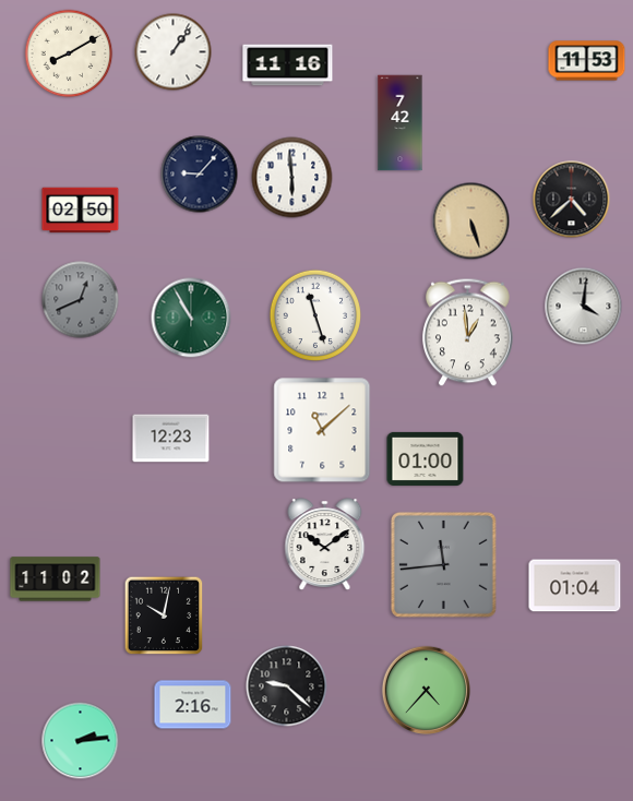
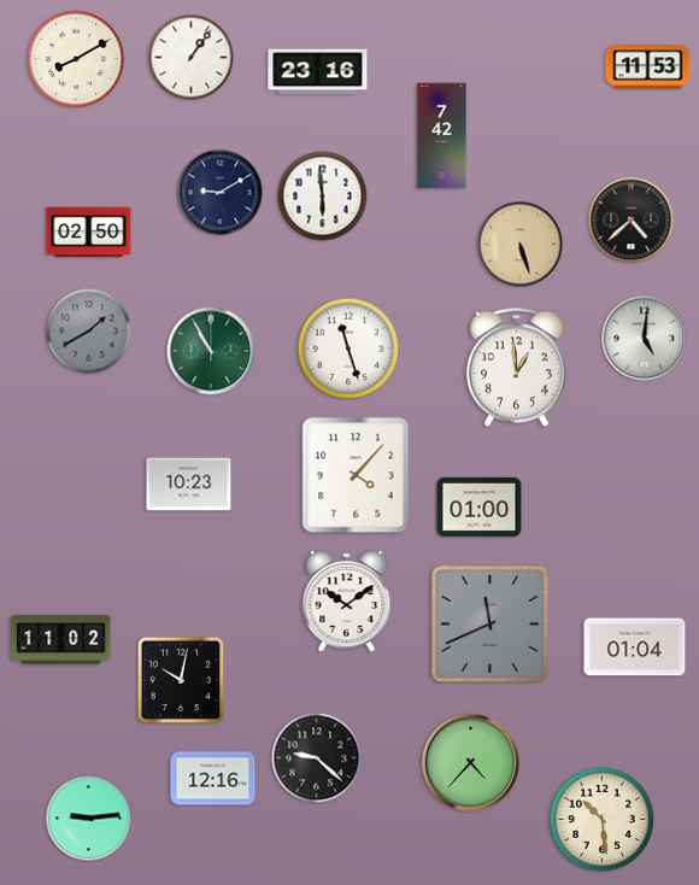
clock at (288, 65): 11:16 -> 23:16
clock at (200, 175): 9:07 -> 9:10
clock at (81, 300): 12:41 -> 1:40
clock at (584, 307): 4:01 -> 5:01
clock at (322, 430): 11:08 -> 4:07
clock at (171, 439): 12:23 -> 10:23
clock at (426, 458) position: (426, 458) -> (480, 506)
clock at (325, 543) position: (325, 543) -> (347, 600)
clock at (443, 564): 11:44 -> 11:41
clock at (193, 705): 2:16 -> 12:16
clock at (81, 741): 2:14 -> 9:14
clock at (601, 819): none -> 10:29
